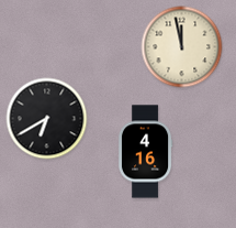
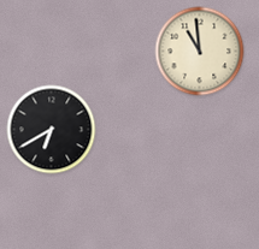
clock at (182, 47): 11:58 -> 10:59
clock at (145, 152): 4:16 -> none
